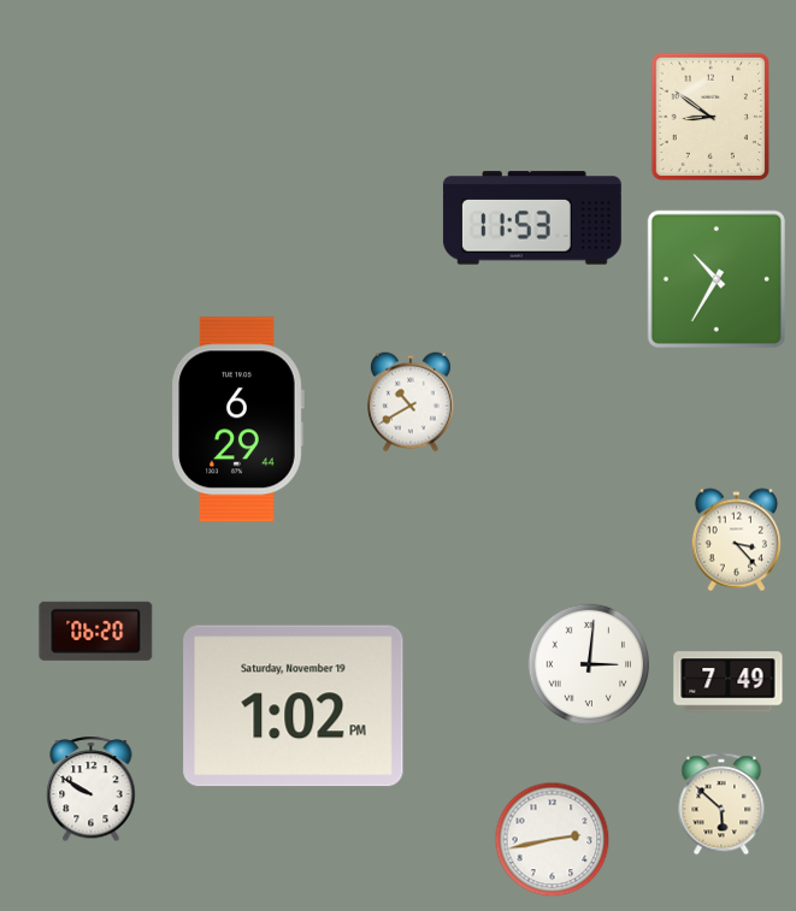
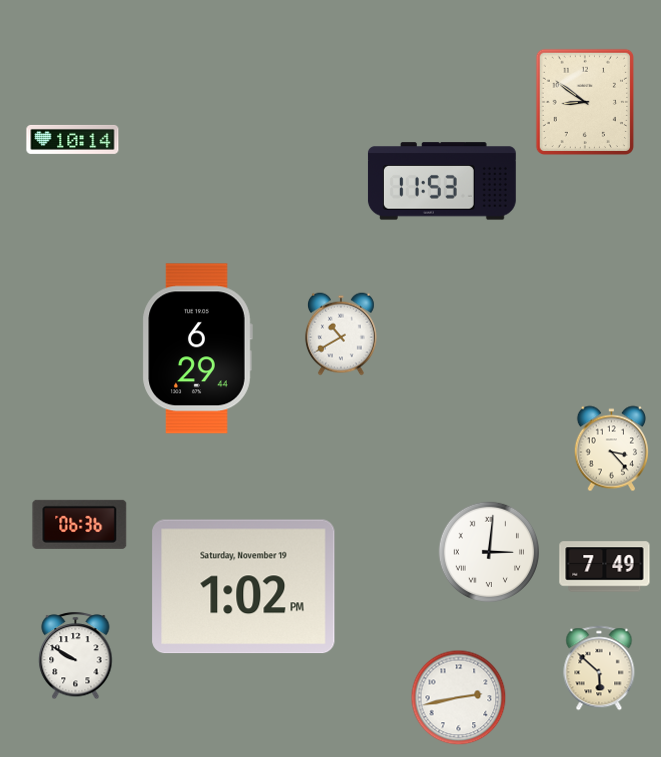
clock at (710, 116) position: (710, 116) -> (585, 101)
clock at (73, 139): none -> 10:14
clock at (717, 279): 10:35 -> none
clock at (96, 631): 06:20 -> 06:36
